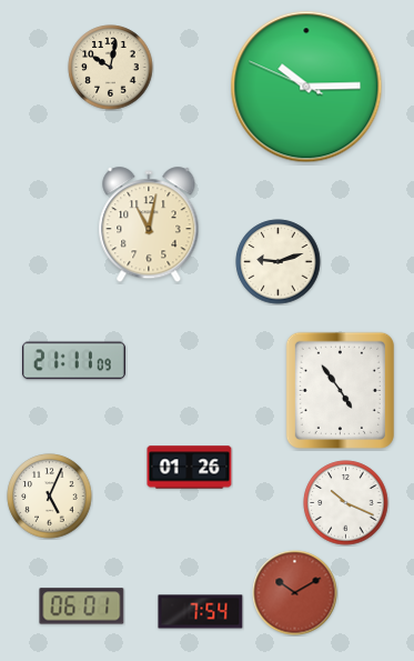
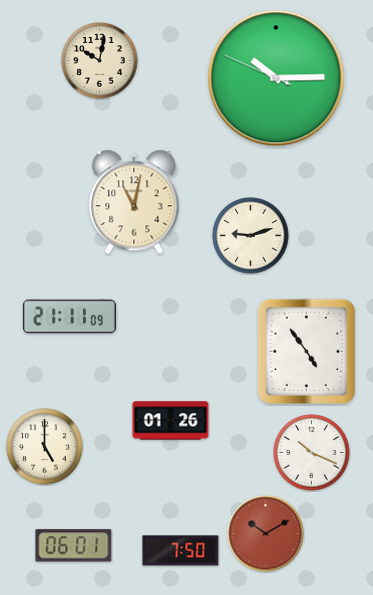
clock at (73, 361) position: (73, 361) -> (69, 317)
clock at (50, 497): 5:04 -> 5:00
clock at (201, 612): 7:54 -> 7:50
